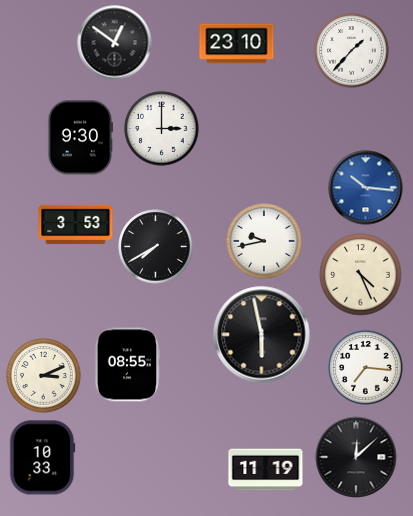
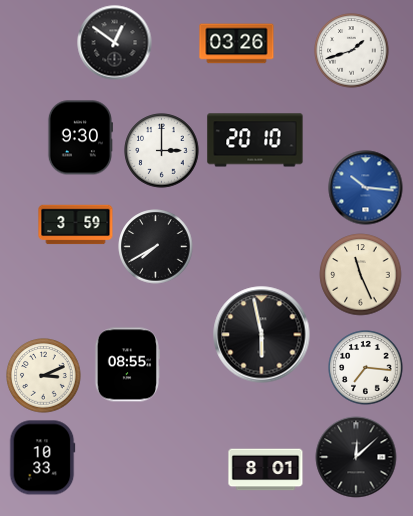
clock at (237, 44): 23:10 -> 03:26
clock at (352, 51): 1:37 -> 1:42
clock at (162, 129) position: (162, 129) -> (162, 151)
clock at (255, 140): none -> 20:10
clock at (76, 225): 3:53 -> 3:59
clock at (264, 241): 9:43 -> none
clock at (361, 275): 4:26 -> 11:26
clock at (266, 470): 11:19 -> 8:01
